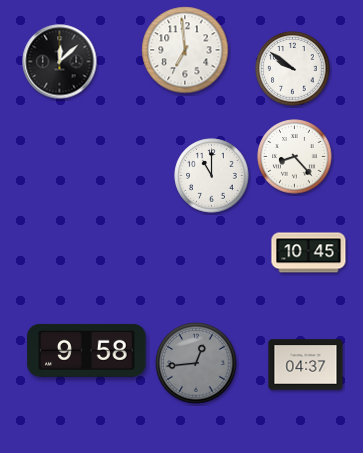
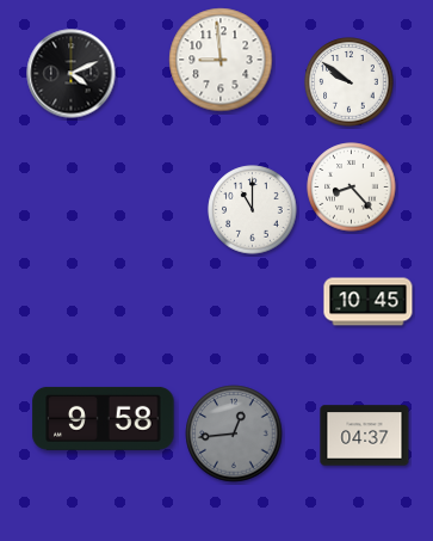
clock at (185, 50): 6:59 -> 8:59
clock at (60, 62): 12:08 -> 4:11
